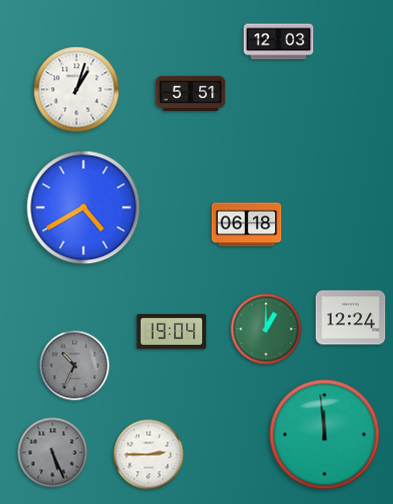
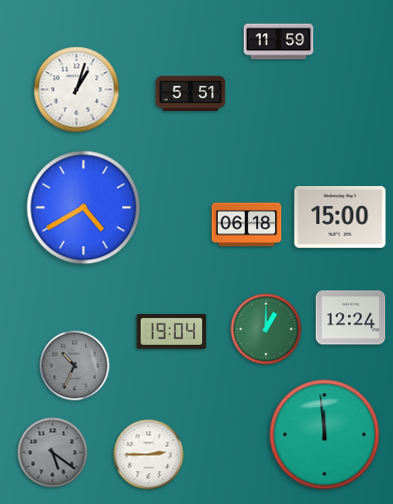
clock at (279, 42): 12:03 -> 11:59
clock at (340, 217): none -> 15:00
clock at (53, 453): 5:26 -> 5:21
